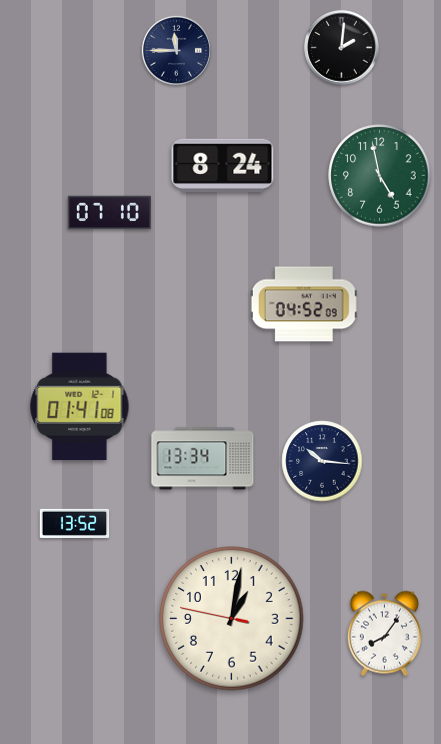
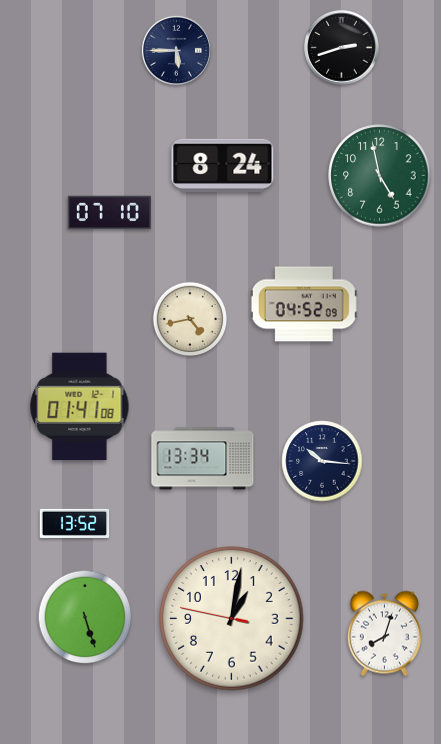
clock at (342, 48): 2:01 -> 2:42
clock at (176, 50): 11:45 -> 5:45
clock at (189, 318): none -> 4:43
clock at (85, 617): none -> 5:27
clock at (384, 634): 8:06 -> 8:03
